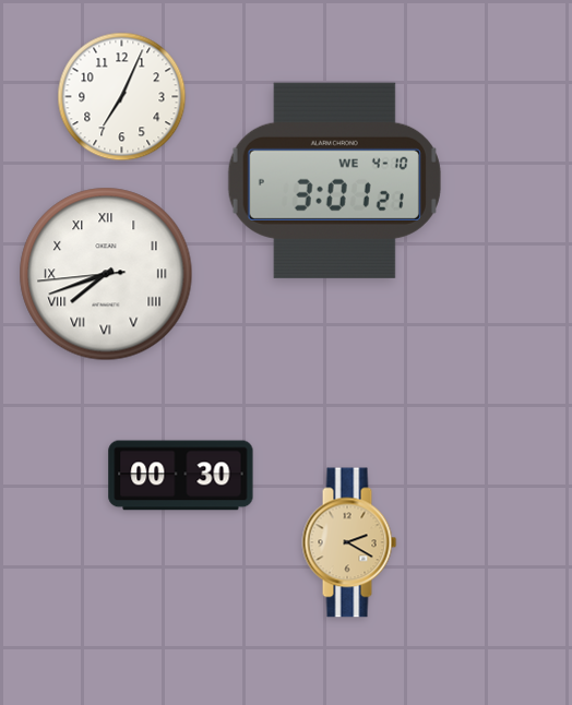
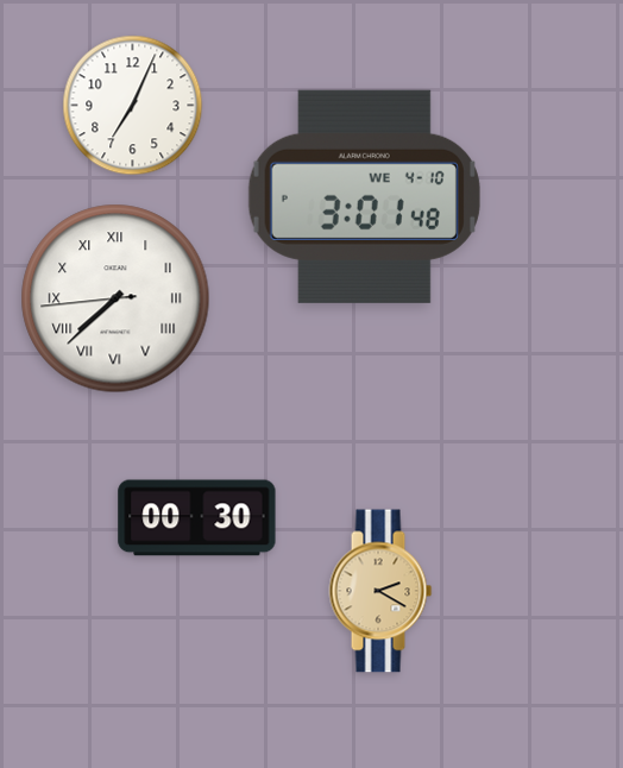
clock at (334, 180): 3:01:21 -> 3:01:48
clock at (106, 274): 7:41 -> 7:37
